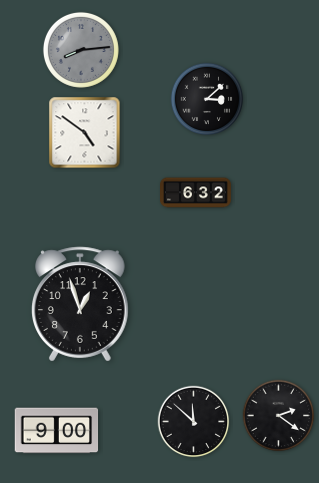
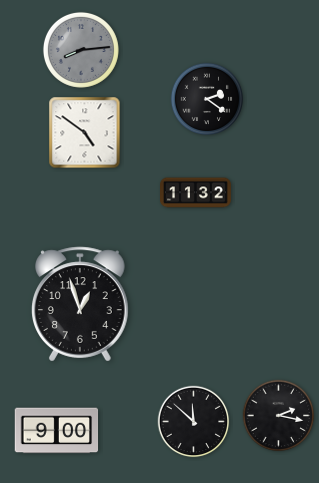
clock at (207, 99): 3:08 -> 2:21
clock at (196, 193): 6:32 -> 11:32
clock at (279, 416): 2:21 -> 2:17
